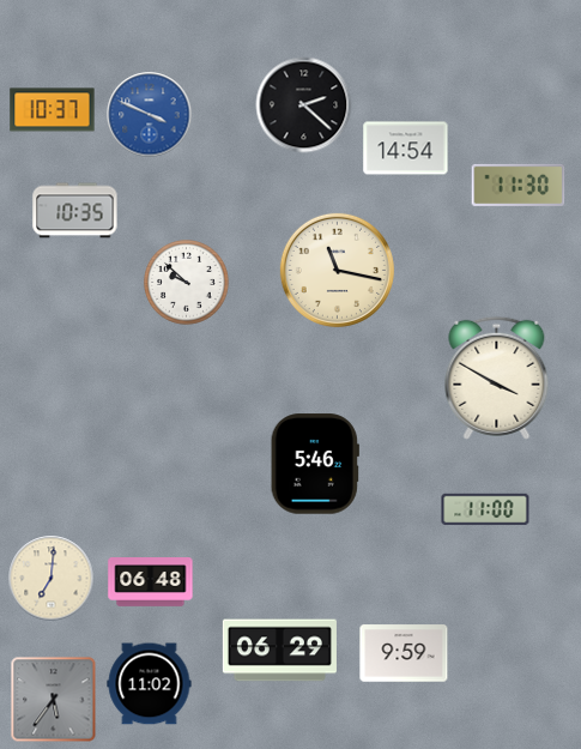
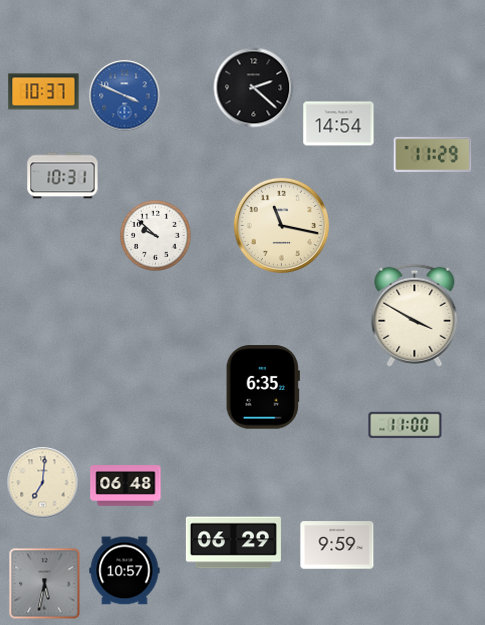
clock at (519, 185): 11:30 -> 11:29
clock at (75, 211): 10:35 -> 10:31
clock at (315, 464): 5:46 -> 6:35
clock at (150, 684): 11:02 -> 10:57
clock at (54, 700): 5:36 -> 5:32
